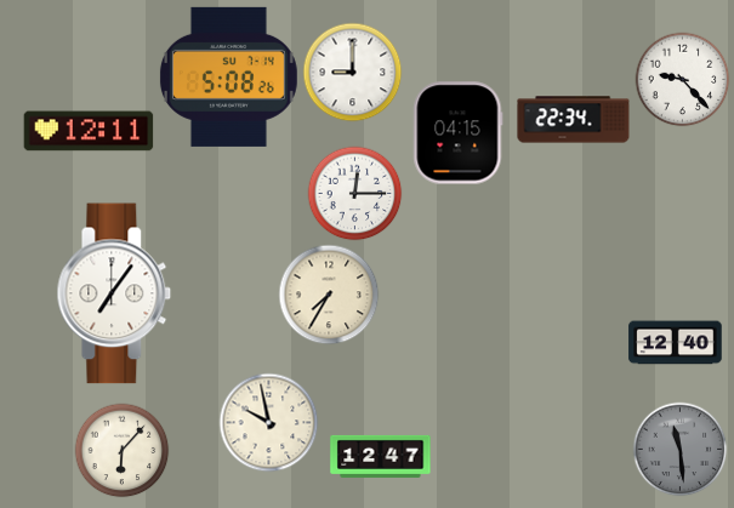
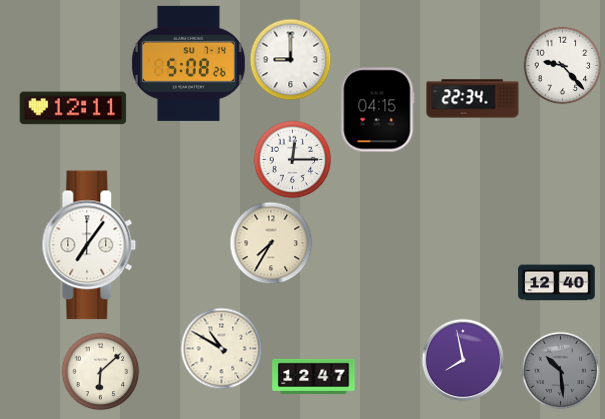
clock at (114, 293) position: (114, 293) -> (89, 245)
clock at (268, 422): 9:58 -> 10:50
clock at (463, 360): none -> 7:58
clock at (679, 449): 11:29 -> 10:29
clock at (121, 450): 6:07 -> 6:08
